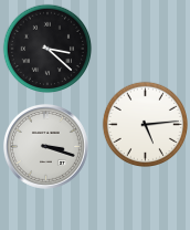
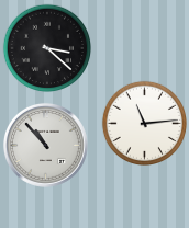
clock at (145, 124): 5:14 -> 11:14
clock at (45, 146): 3:18 -> 10:53
